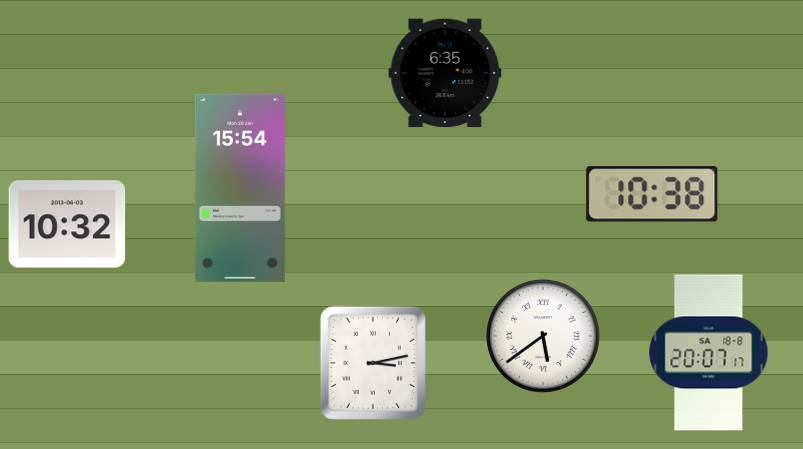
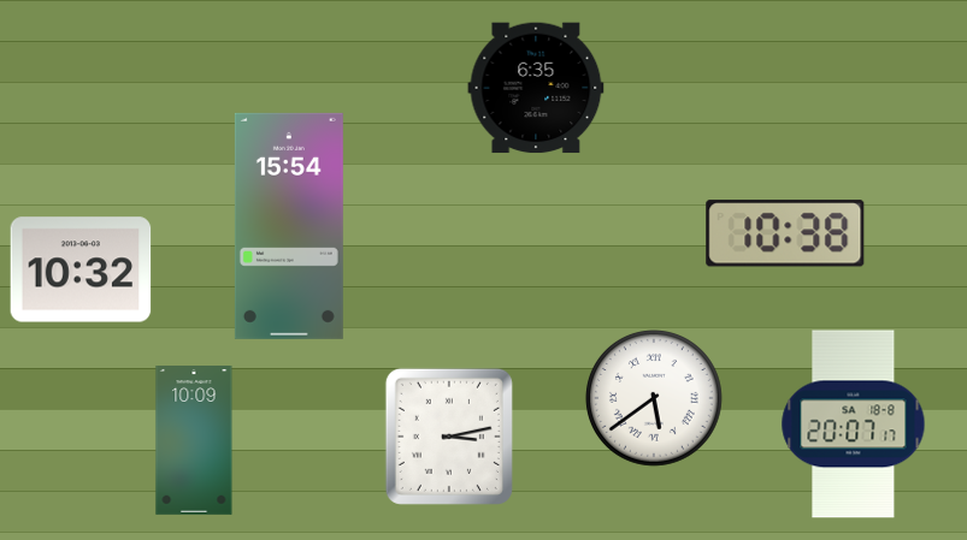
clock at (544, 337) position: (544, 337) -> (655, 399)
clock at (194, 441): none -> 10:09
